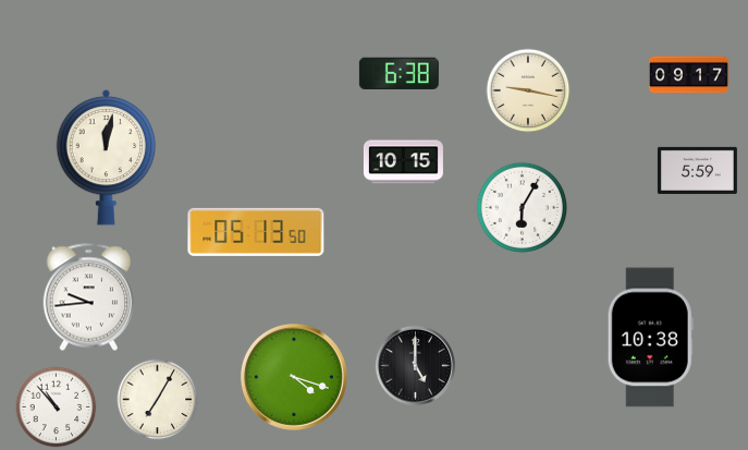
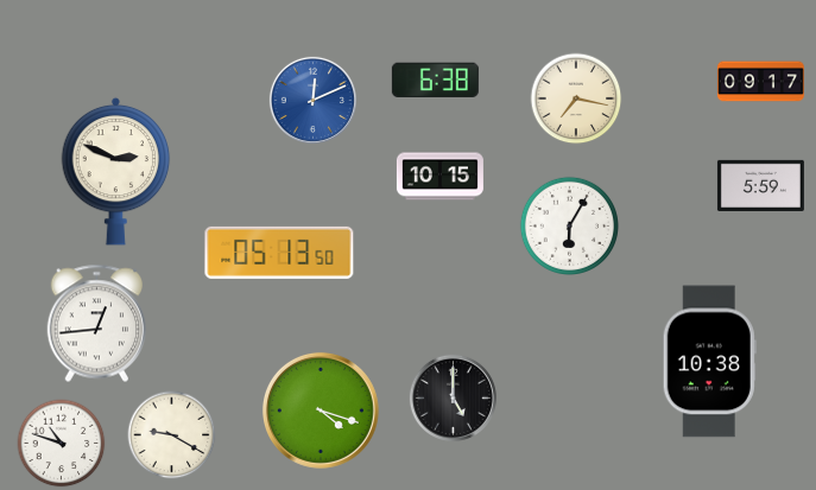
clock at (688, 75) position: (688, 75) -> (760, 82)
clock at (528, 90): 9:17 -> 7:17
clock at (312, 100): none -> 12:11
clock at (107, 157): 12:02 -> 2:49
clock at (89, 297): 9:44 -> 12:44
clock at (650, 338) position: (650, 338) -> (709, 362)
clock at (158, 400): 7:05 -> 9:20
clock at (57, 408): 10:53 -> 10:48
